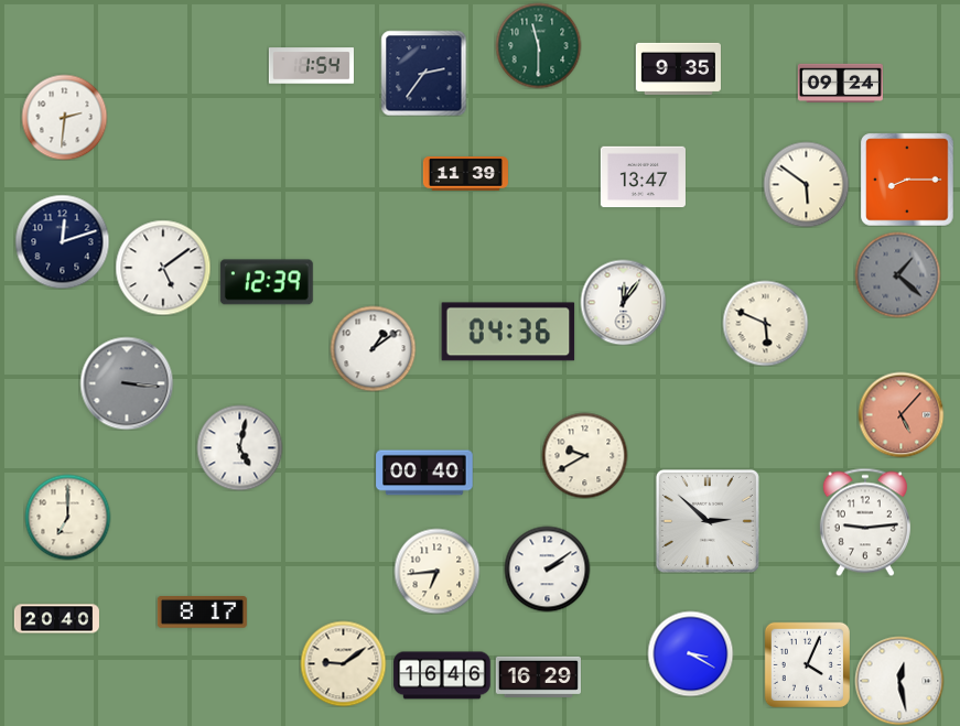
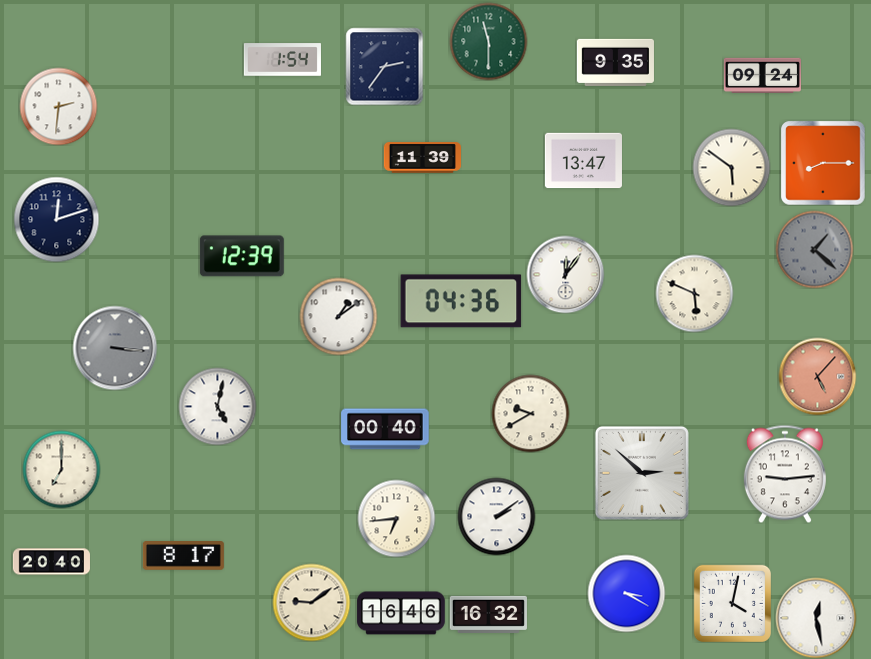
clock at (163, 268): 5:09 -> none
clock at (807, 664): 4:04 -> 4:02
clock at (538, 676): 16:29 -> 16:32
